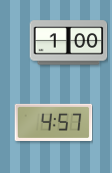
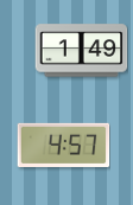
clock at (68, 43): 1:00 -> 1:49
